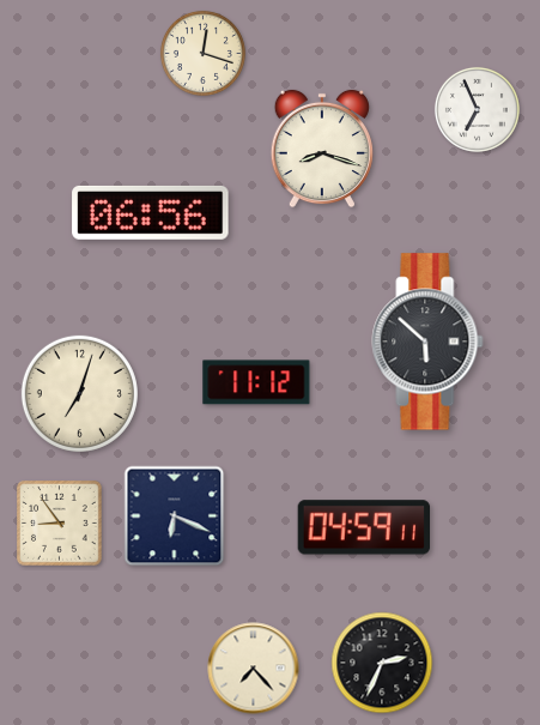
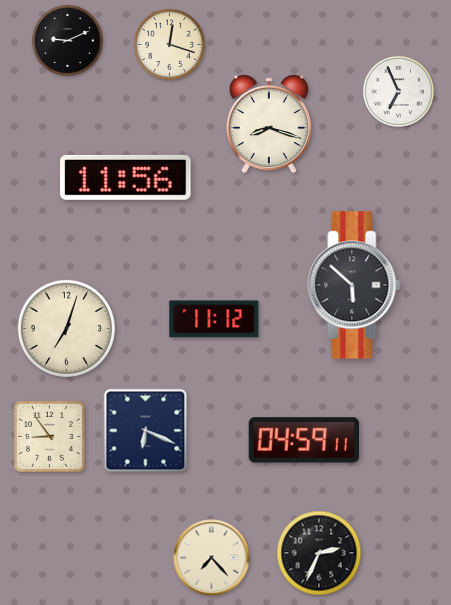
clock at (67, 40): none -> 9:11
clock at (151, 212): 06:56 -> 11:56
clock at (427, 342) position: (427, 342) -> (354, 285)
